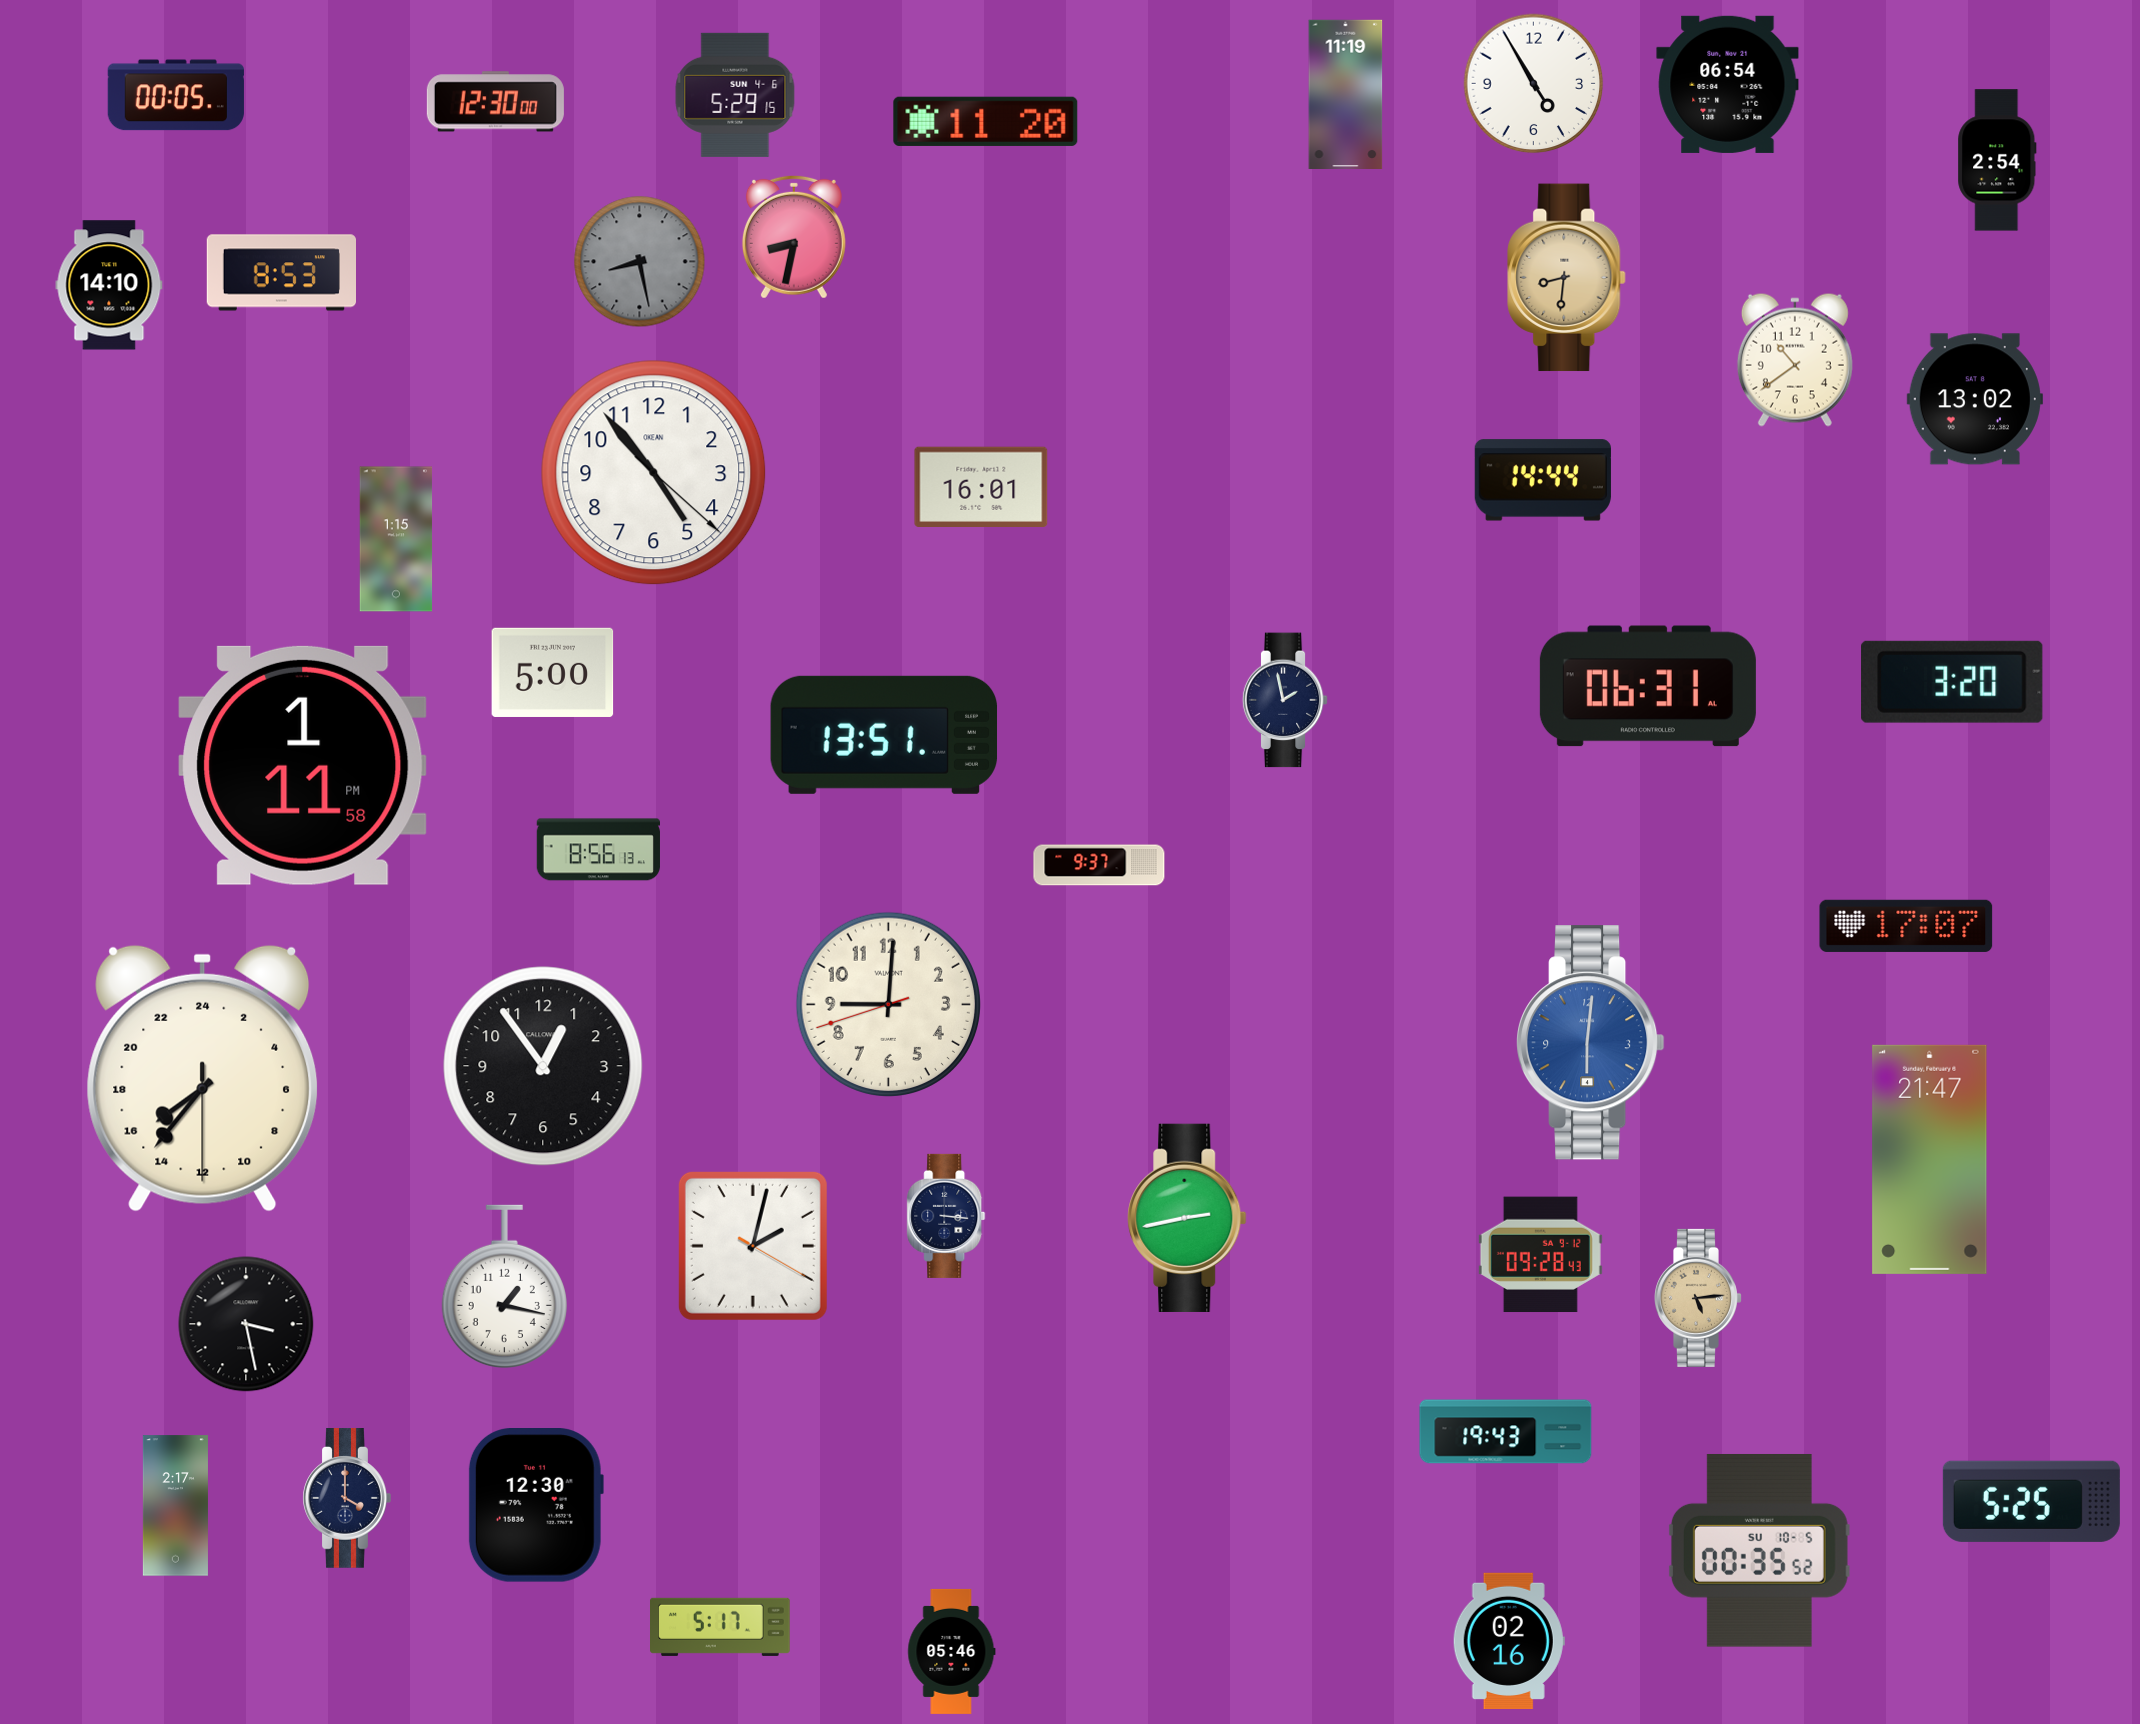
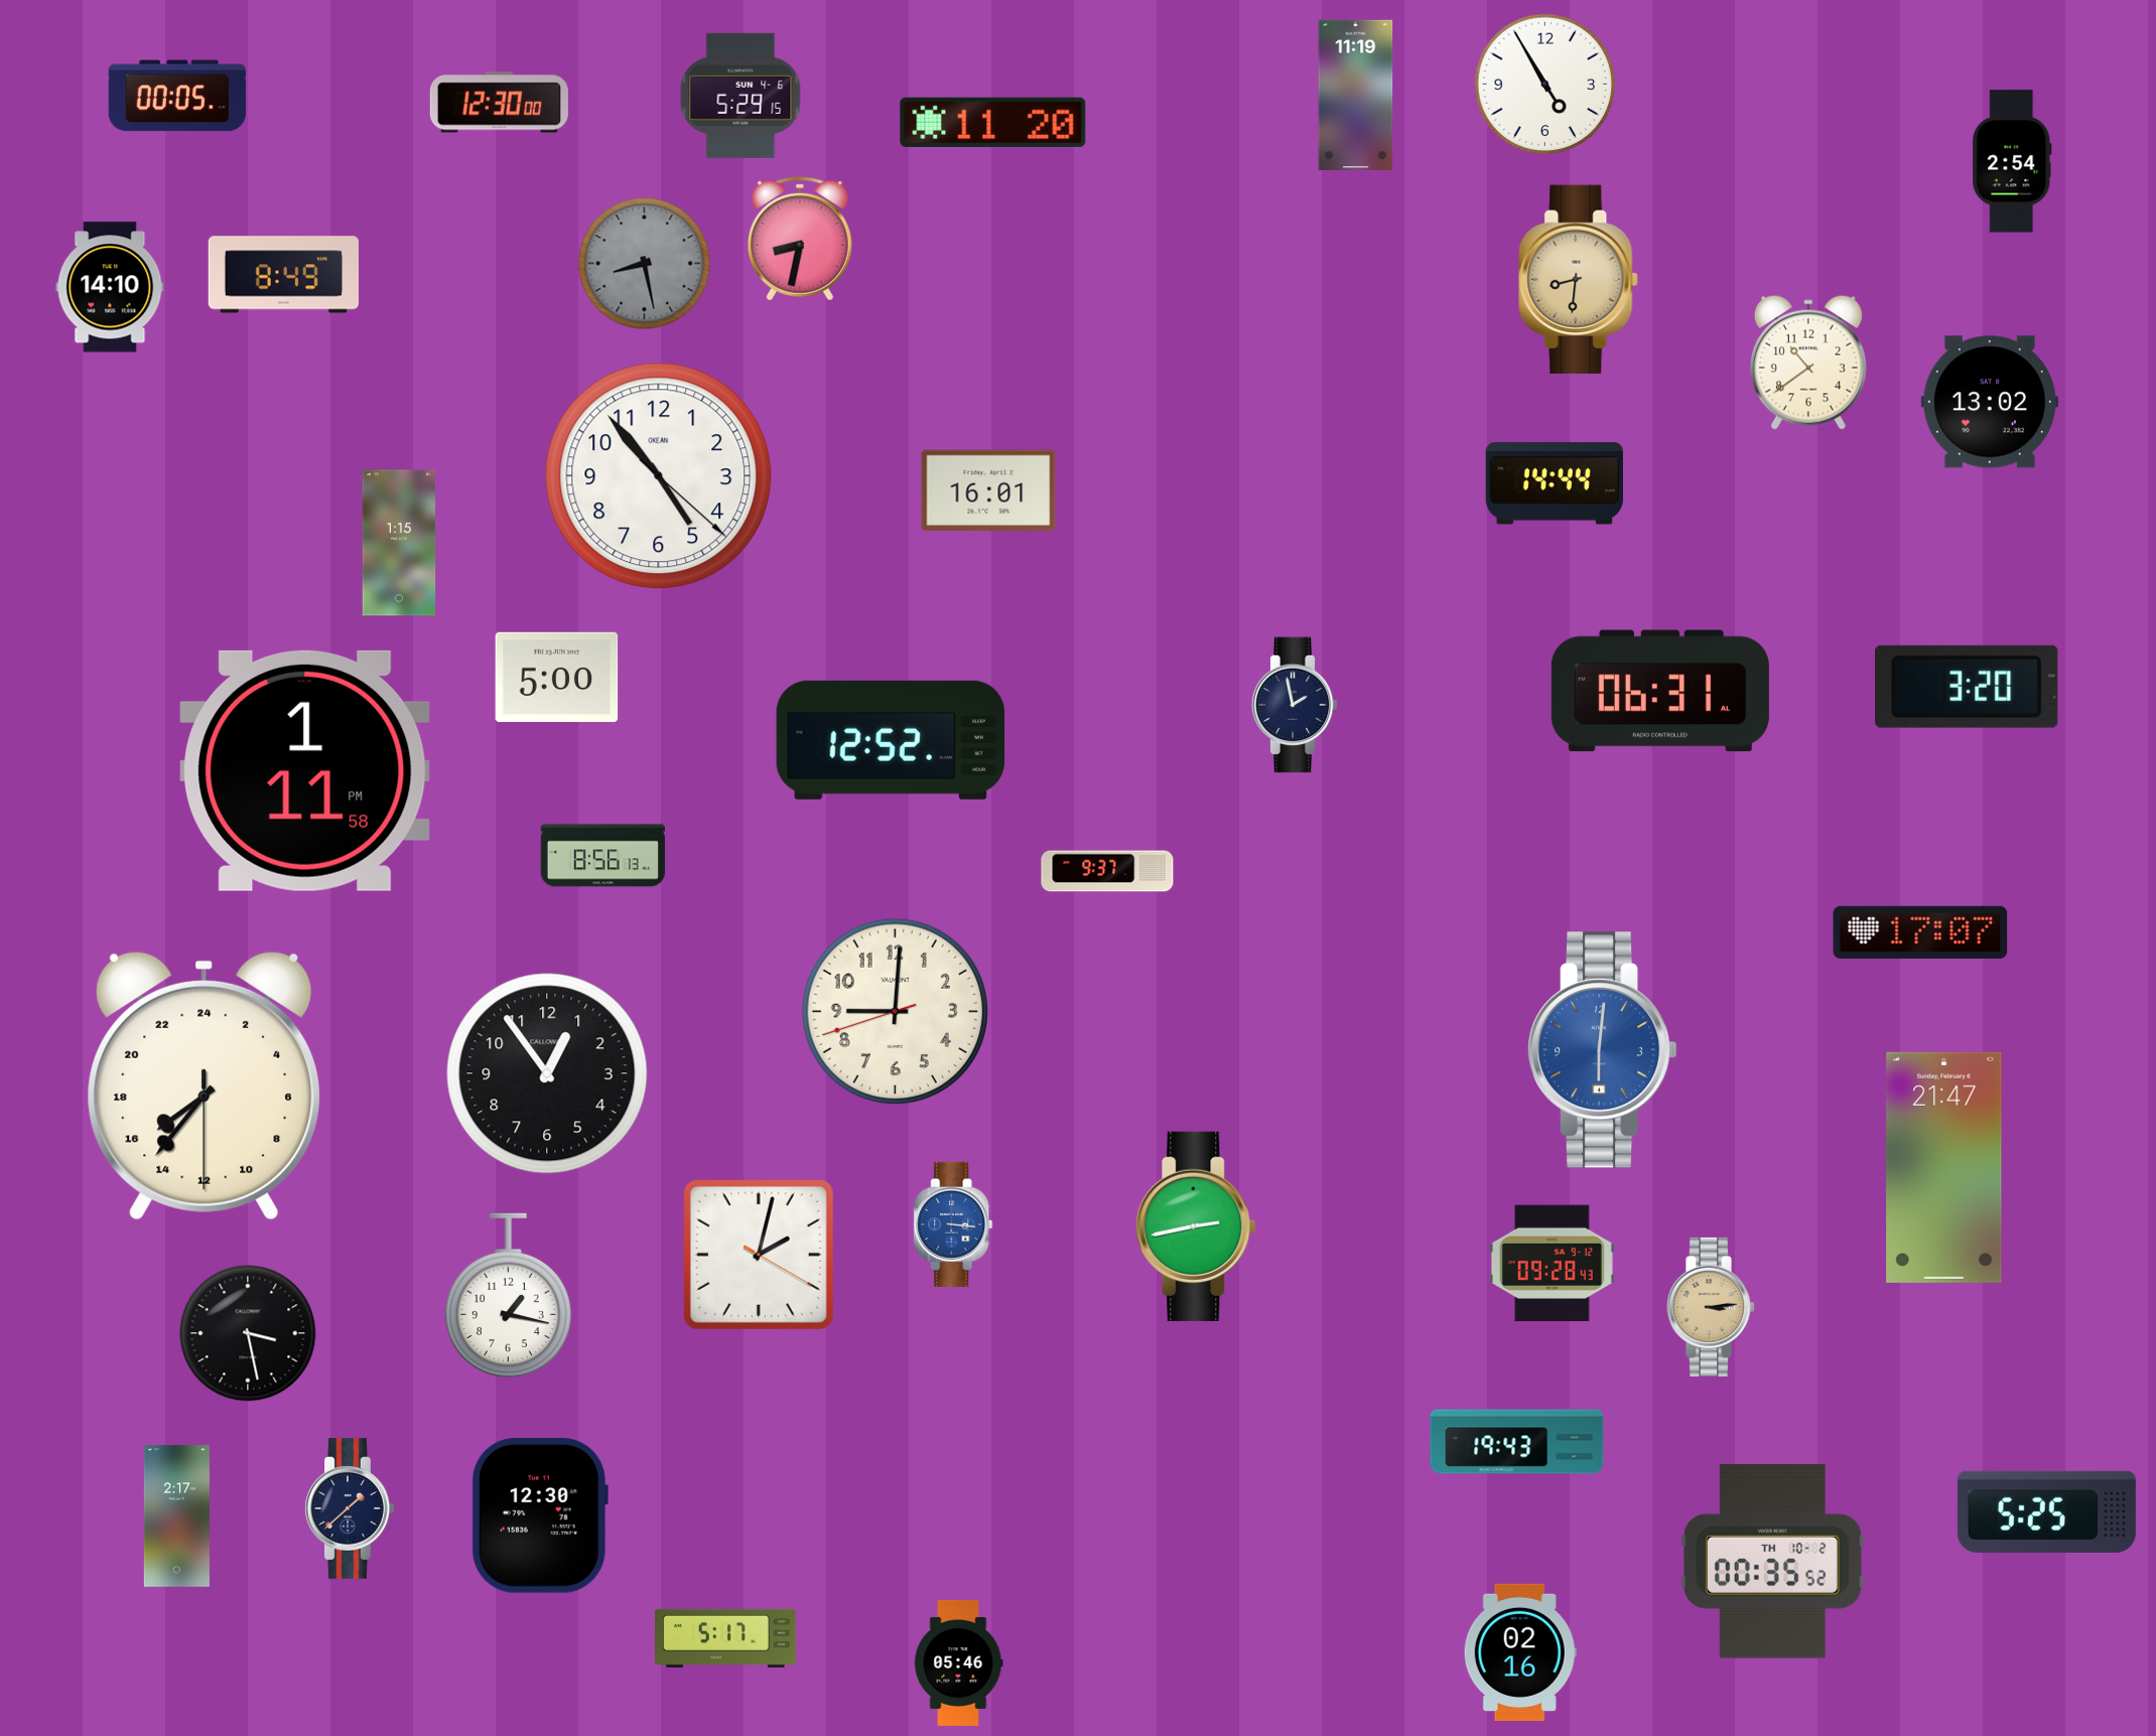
clock at (1728, 84): 06:54 -> none
clock at (281, 273): 8:53 -> 8:49
clock at (884, 735): 13:51 -> 12:52
clock at (946, 1216) dial: navy -> blue
clock at (1699, 1298): 5:14 -> 3:14
clock at (347, 1498): 4:00 -> 1:38
clock at (1759, 1550) date: SU 10-5 -> TH 10-2
